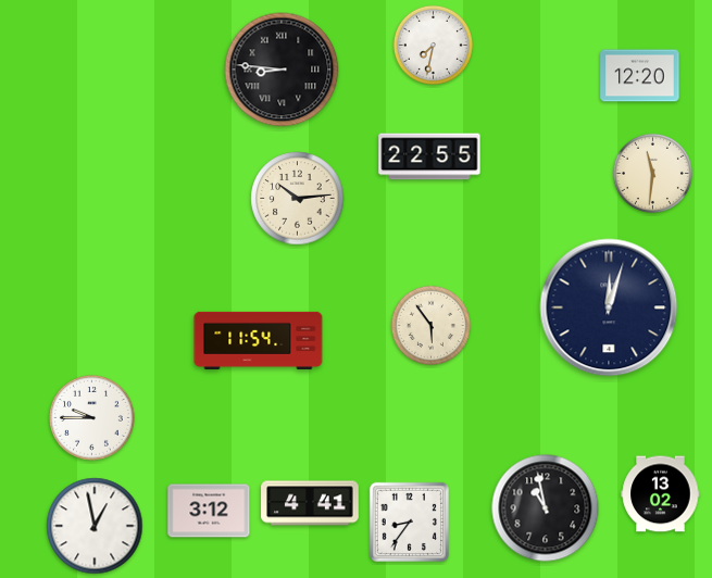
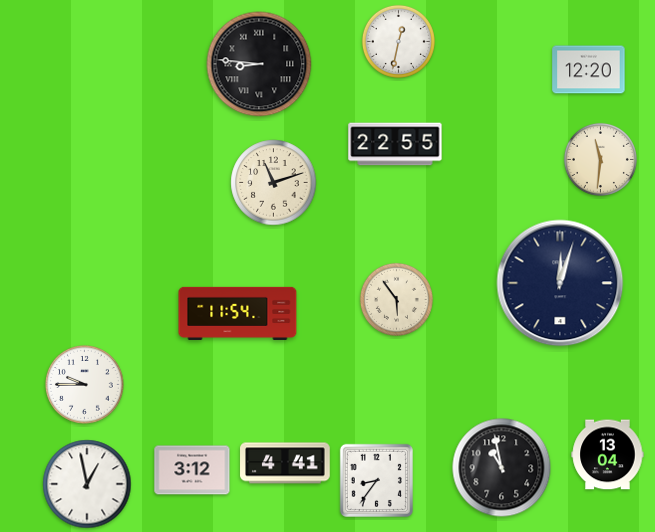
clock at (433, 45): 7:32 -> 12:32
clock at (298, 199): 10:14 -> 11:12
clock at (661, 494): 13:02 -> 13:04
